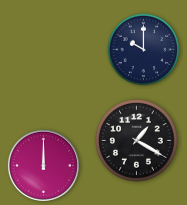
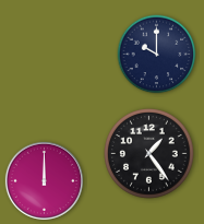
clock at (137, 141): 1:20 -> 1:24
clock at (43, 165) position: (43, 165) -> (44, 180)
